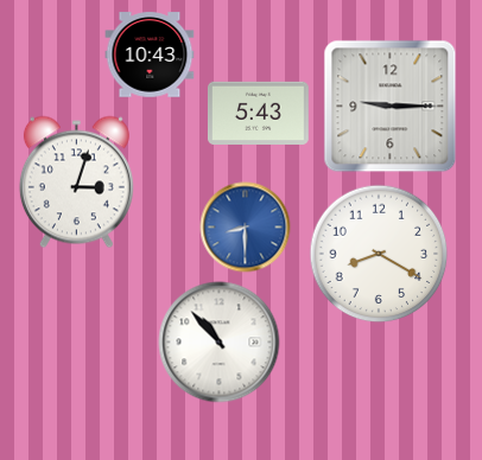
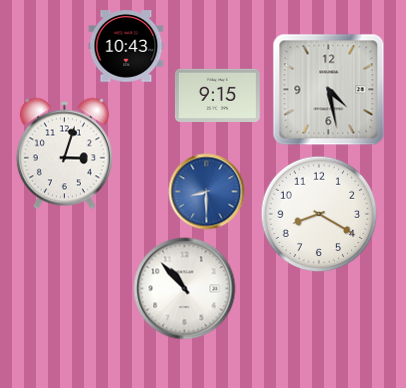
clock at (391, 107): 9:15 -> 4:28
clock at (259, 113): 5:43 -> 9:15
